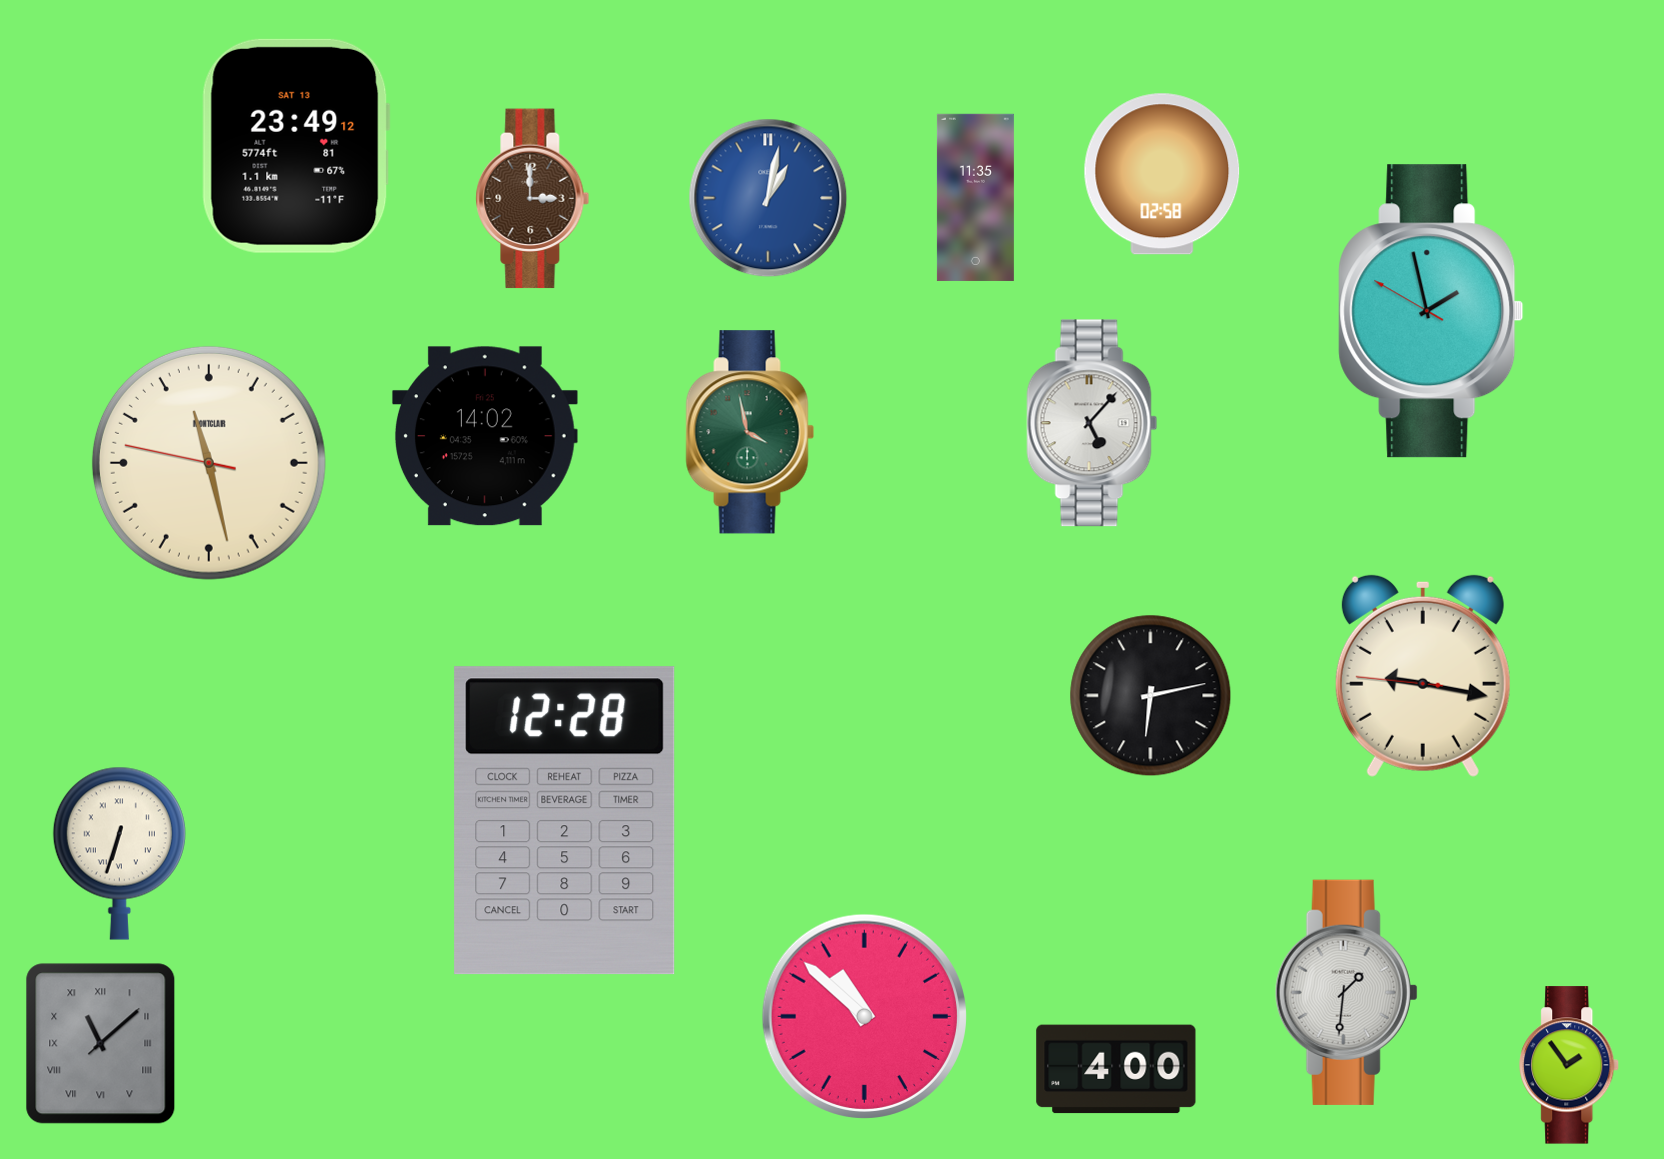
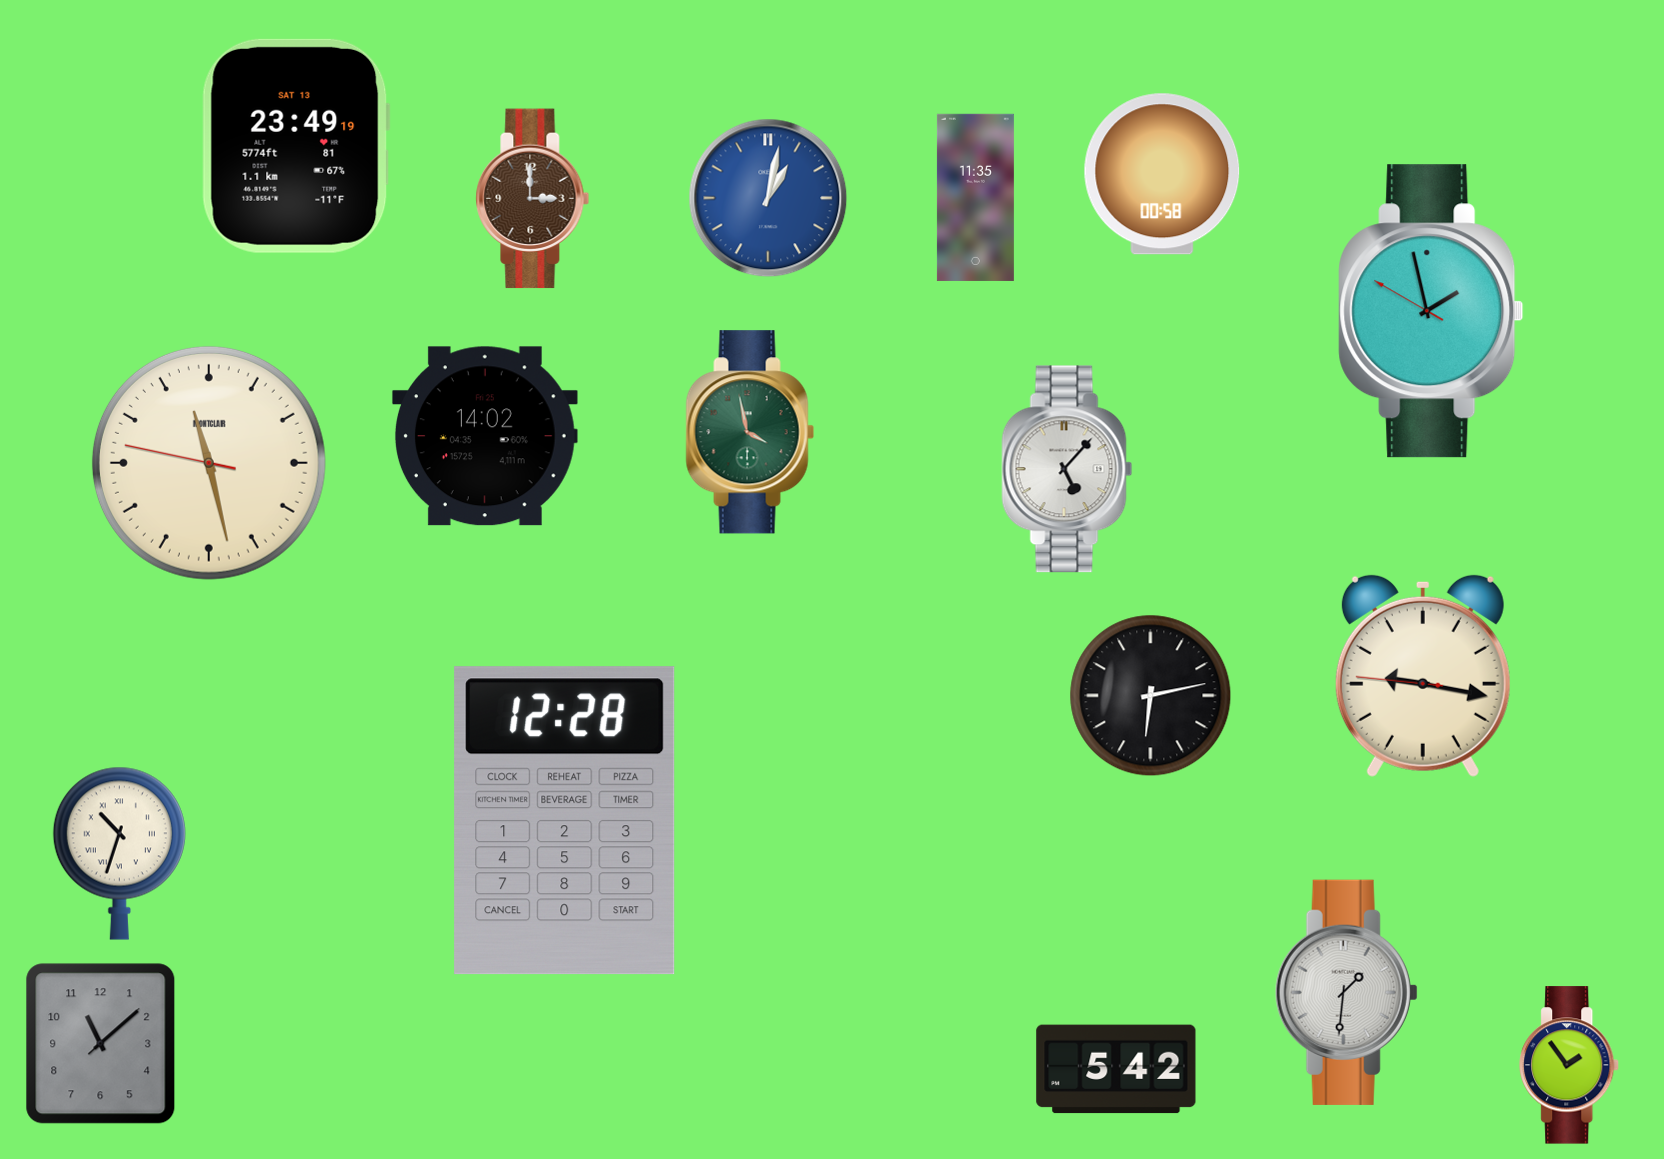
clock at (296, 146): 23:49:12 -> 23:49:19
clock at (1162, 174): 02:58 -> 00:58
clock at (1092, 423) position: (1092, 423) -> (1067, 469)
clock at (119, 853): 6:33 -> 10:33
clock at (864, 1016): 10:52 -> none
clock at (101, 1044) numerals: Roman -> Arabic
clock at (1116, 1069): 4:00 -> 5:42
